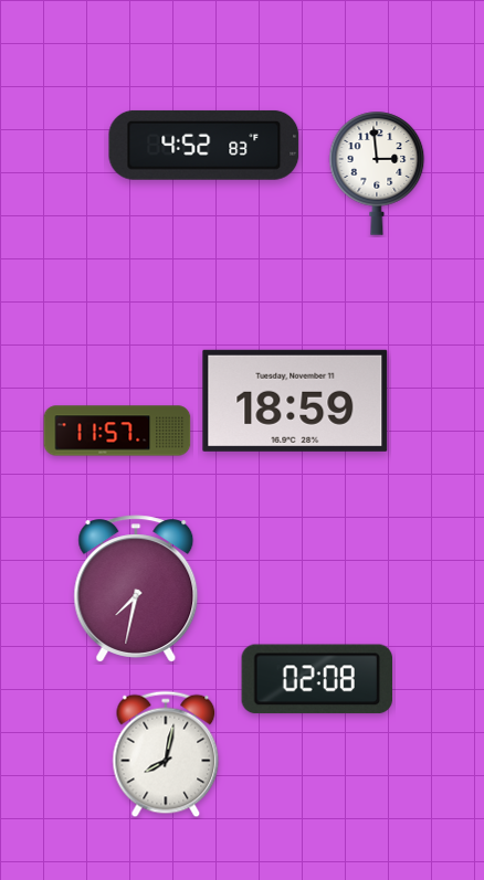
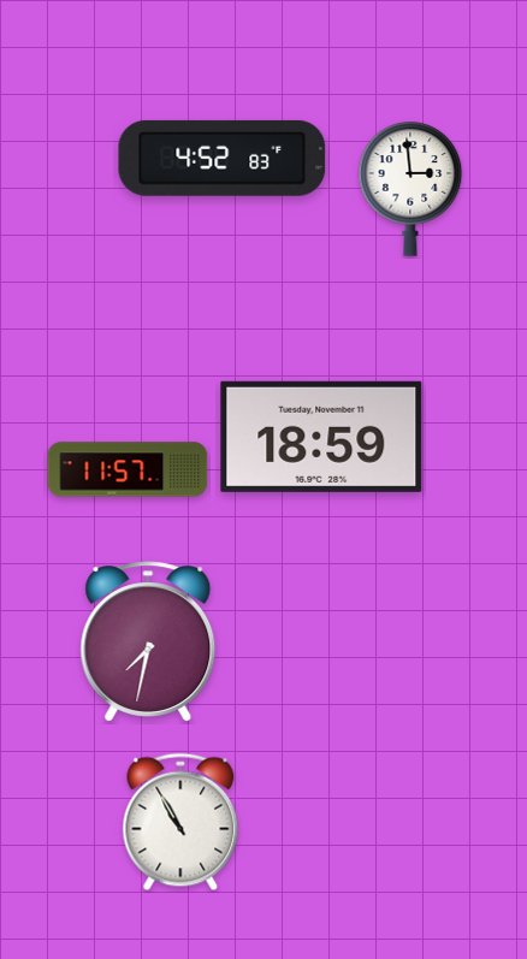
clock at (316, 679): 02:08 -> none
clock at (166, 754): 8:02 -> 10:55
